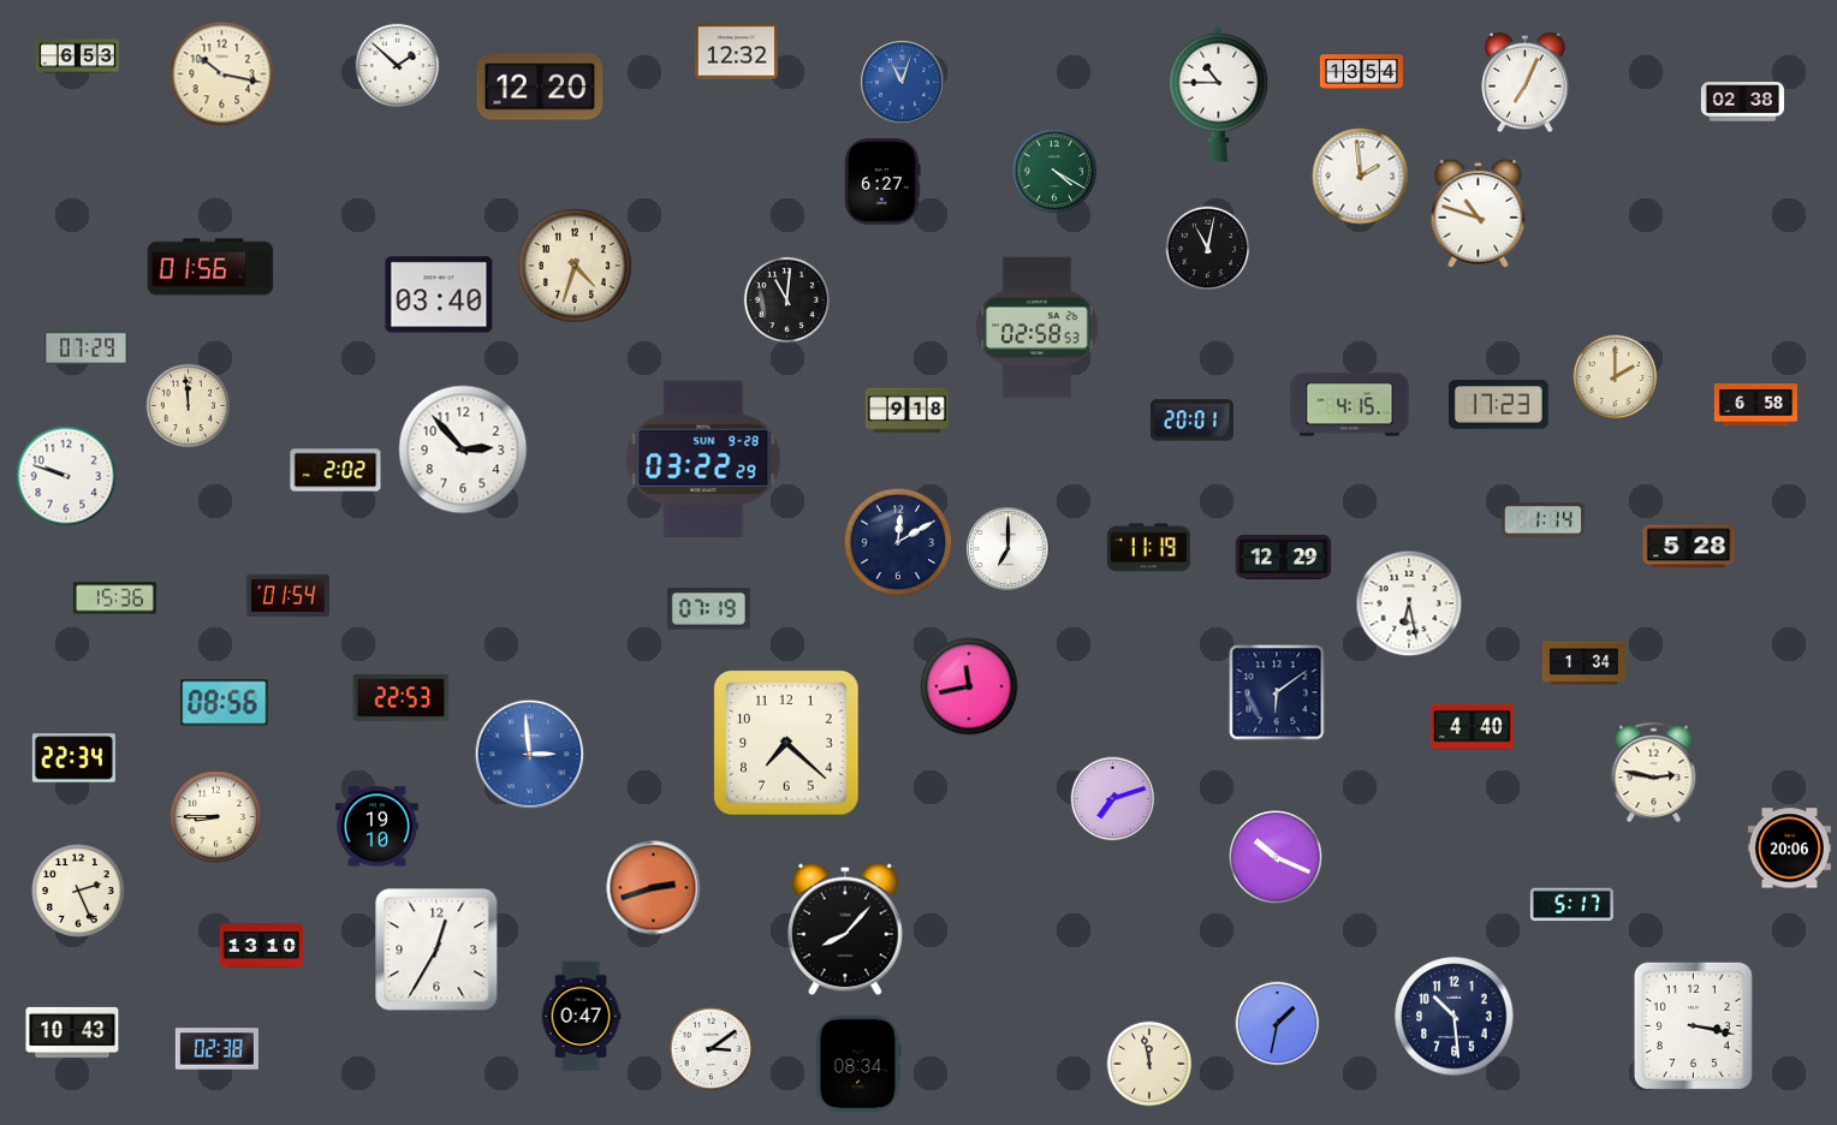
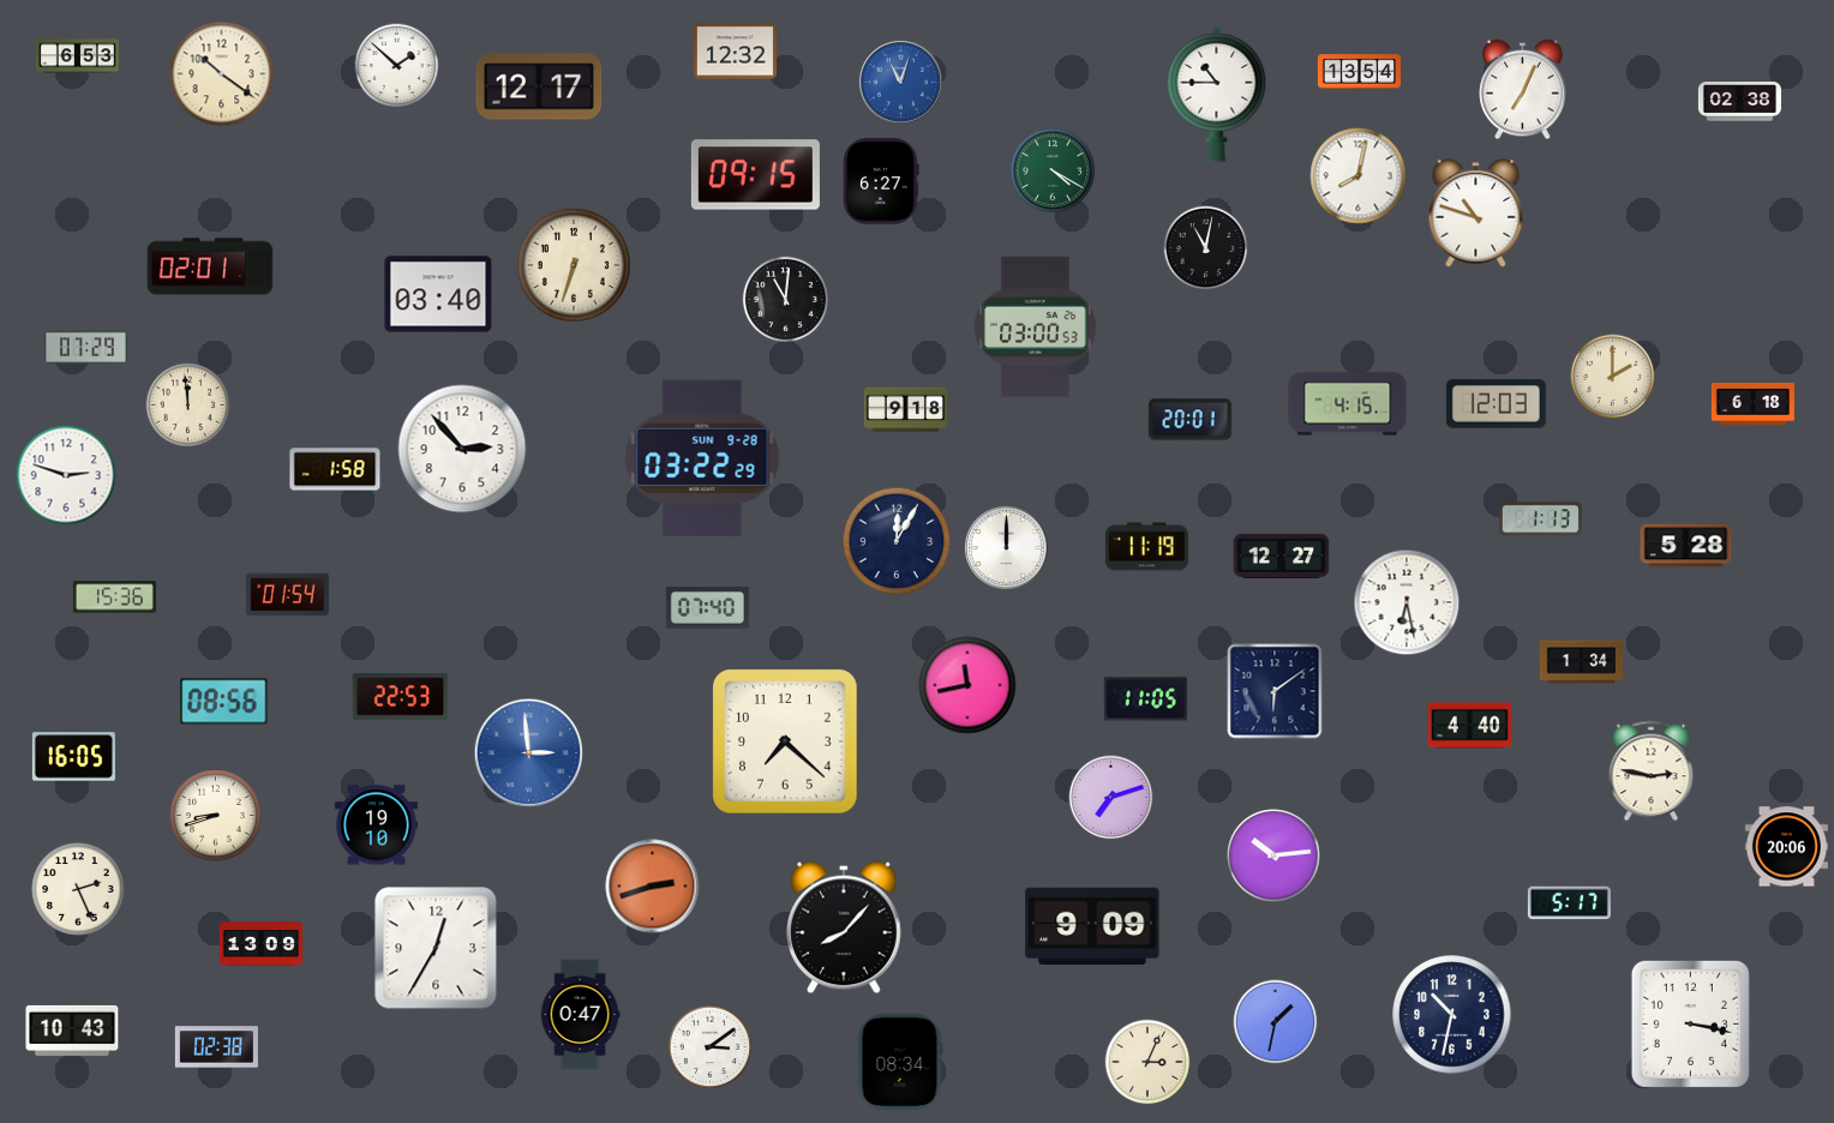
clock at (222, 75): 10:17 -> 10:21
clock at (1526, 83) position: (1526, 83) -> (1523, 90)
clock at (540, 87): 12:20 -> 12:17
clock at (755, 175): none -> 09:15
clock at (1361, 177): 1:59 -> 8:02
clock at (575, 266): 4:33 -> 6:33
clock at (210, 267): 01:56 -> 02:01
clock at (1038, 328): 02:58 -> 03:00
clock at (1755, 404): 6:58 -> 6:18
clock at (1498, 405): 17:23 -> 12:03
clock at (335, 470): 2:02 -> 1:58
clock at (66, 476): 9:48 -> 2:48
clock at (1542, 520): 1:14 -> 1:13
clock at (898, 542): 12:10 -> 12:05
clock at (1007, 548): 7:00 -> 12:00
clock at (1284, 556): 12:29 -> 12:27
clock at (708, 609): 07:19 -> 07:40
clock at (1145, 699): none -> 11:05
clock at (73, 758): 22:34 -> 16:05
clock at (216, 817): 8:45 -> 8:42
clock at (1276, 857): 10:19 -> 10:14
clock at (1092, 925): none -> 9:09
clock at (261, 946): 13:10 -> 13:09
clock at (1455, 1017): 10:29 -> 10:32
clock at (858, 1064) position: (858, 1064) -> (900, 1062)
clock at (1149, 1064): 11:58 -> 3:04
